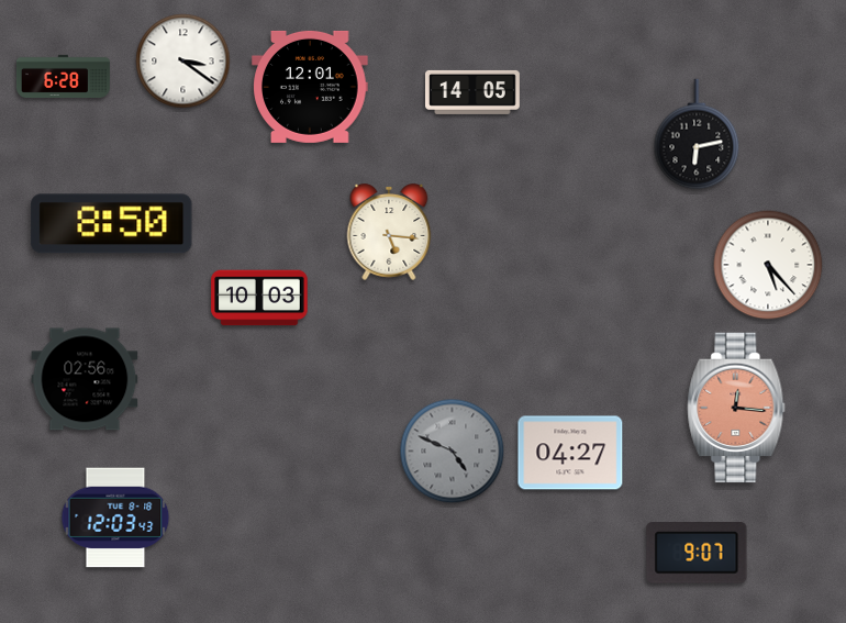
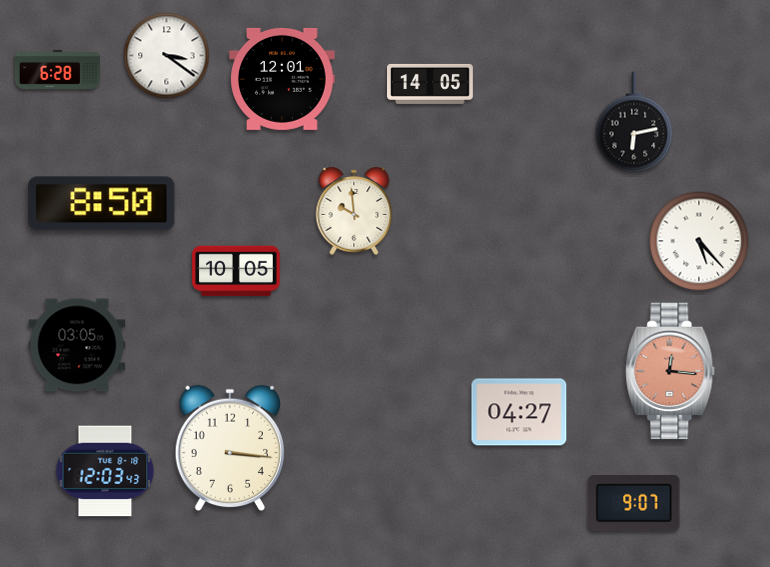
clock at (389, 233): 5:16 -> 9:59
clock at (259, 298): 10:03 -> 10:05
clock at (85, 379): 02:56 -> 03:05
clock at (453, 452): 4:49 -> none
clock at (230, 448): none -> 3:16
